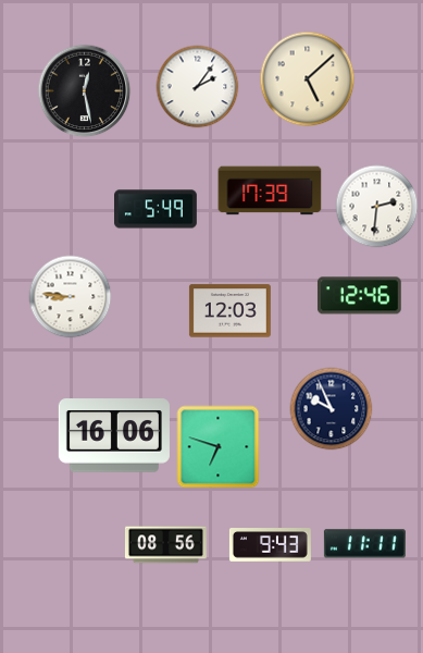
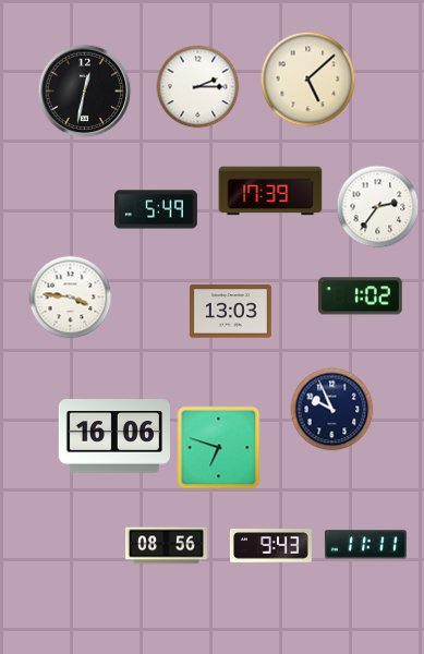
clock at (198, 87): 2:06 -> 2:15
clock at (85, 91): 12:28 -> 12:32
clock at (377, 207): 2:31 -> 2:36
clock at (359, 296): 12:46 -> 1:02
clock at (71, 297): 8:46 -> 3:46
clock at (229, 311): 12:03 -> 13:03
